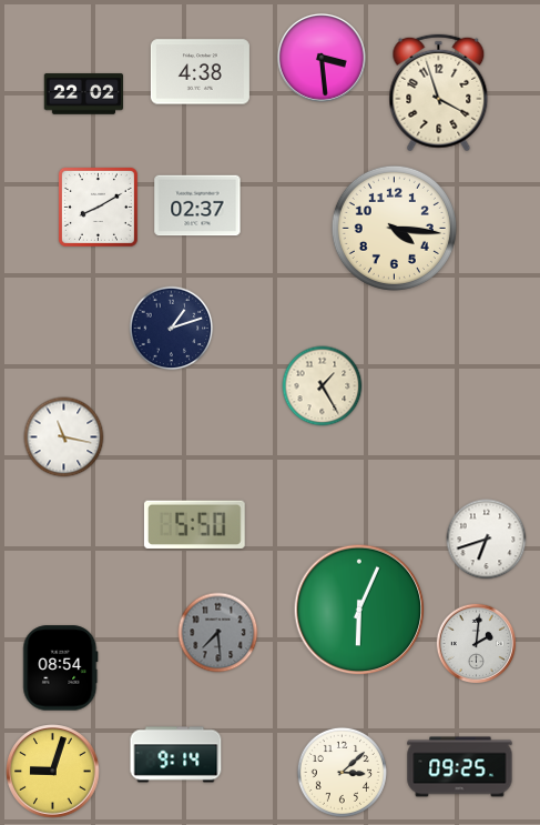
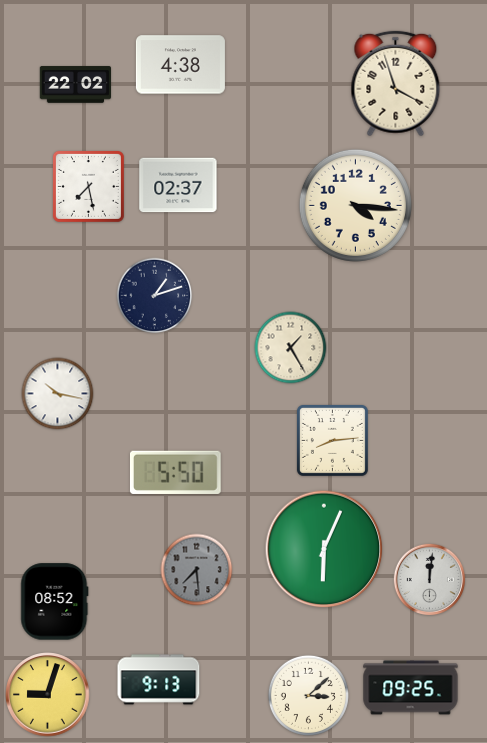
clock at (322, 58): 3:29 -> none
clock at (98, 207): 8:10 -> 7:28
clock at (64, 437): 11:17 -> 10:17
clock at (332, 440): none -> 8:14
clock at (487, 540): 6:42 -> none
clock at (477, 644): 2:01 -> 12:01
clock at (61, 668): 08:54 -> 08:52
clock at (176, 755): 9:14 -> 9:13
clock at (460, 767) position: (460, 767) -> (411, 688)
